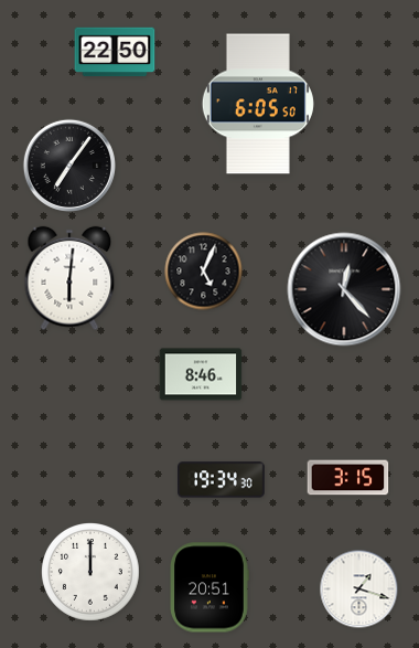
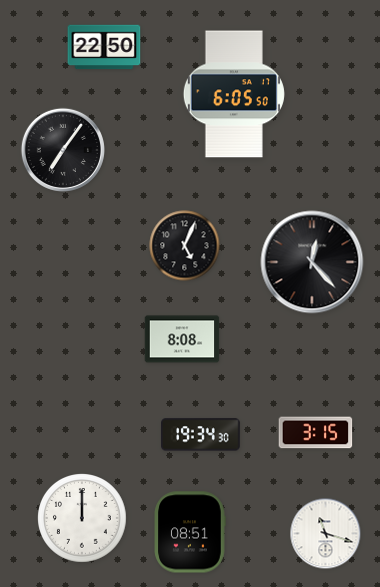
clock at (69, 278): 6:01 -> none
clock at (201, 374): 8:46 -> 8:08
clock at (209, 587): 20:51 -> 08:51
clock at (359, 589): 1:18 -> 11:18
